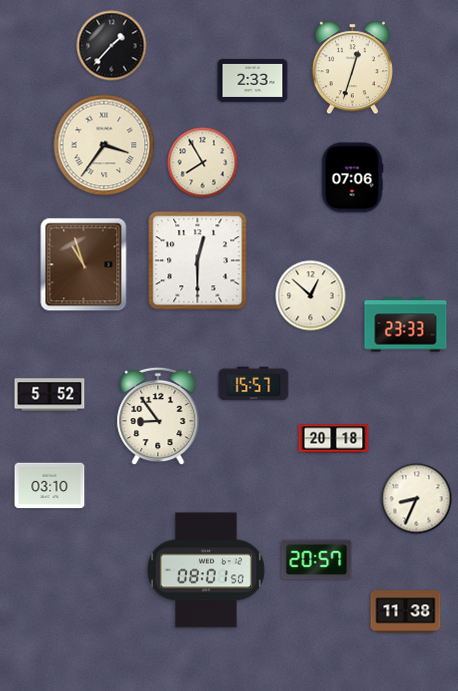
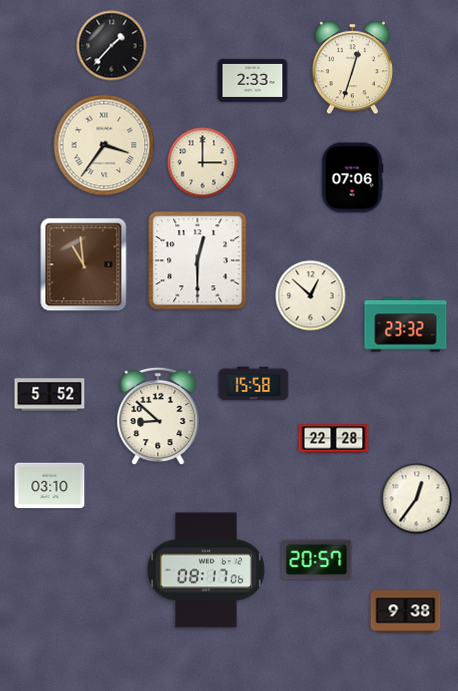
clock at (203, 163): 7:55 -> 3:00
clock at (84, 265): 10:57 -> 10:59
clock at (406, 325): 23:33 -> 23:32
clock at (254, 384): 15:57 -> 15:58
clock at (158, 416): 8:54 -> 8:52
clock at (334, 439): 20:18 -> 22:28
clock at (417, 499): 8:34 -> 12:36
clock at (206, 570): 08:01 -> 08:17
clock at (406, 612): 11:38 -> 9:38
